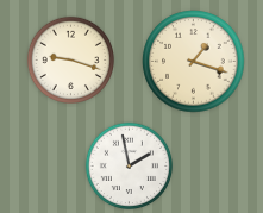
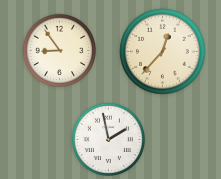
clock at (70, 59): 9:18 -> 8:54
clock at (194, 62): 1:18 -> 12:37
